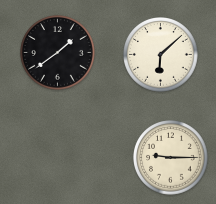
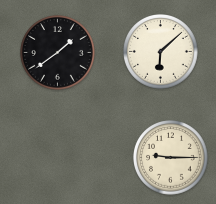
clock at (161, 55) position: (161, 55) -> (161, 52)
